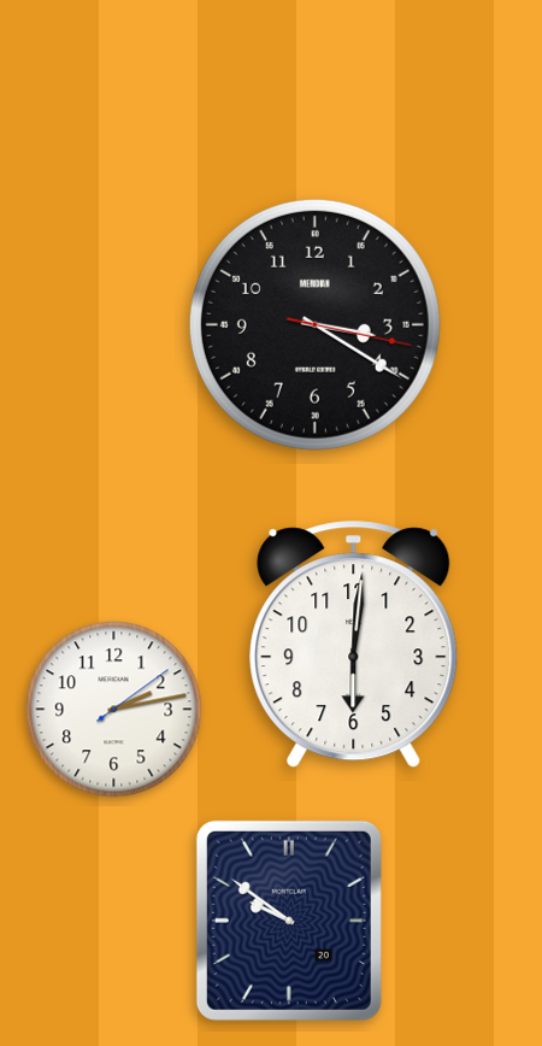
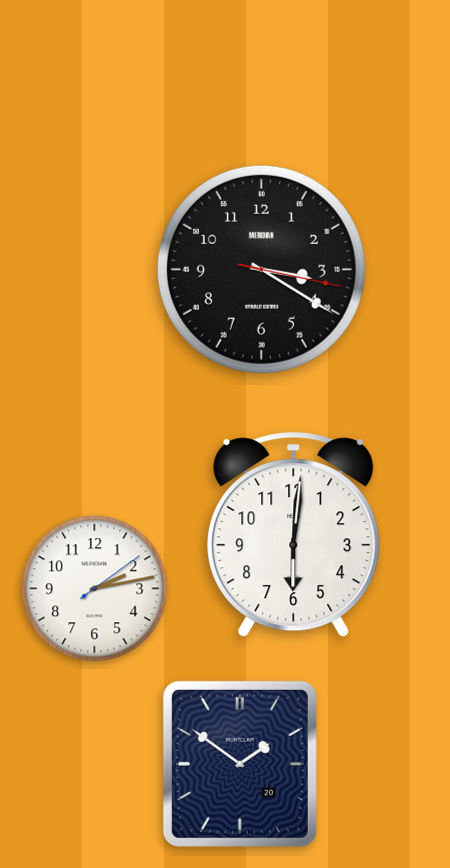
clock at (289, 921): 9:51 -> 1:51
